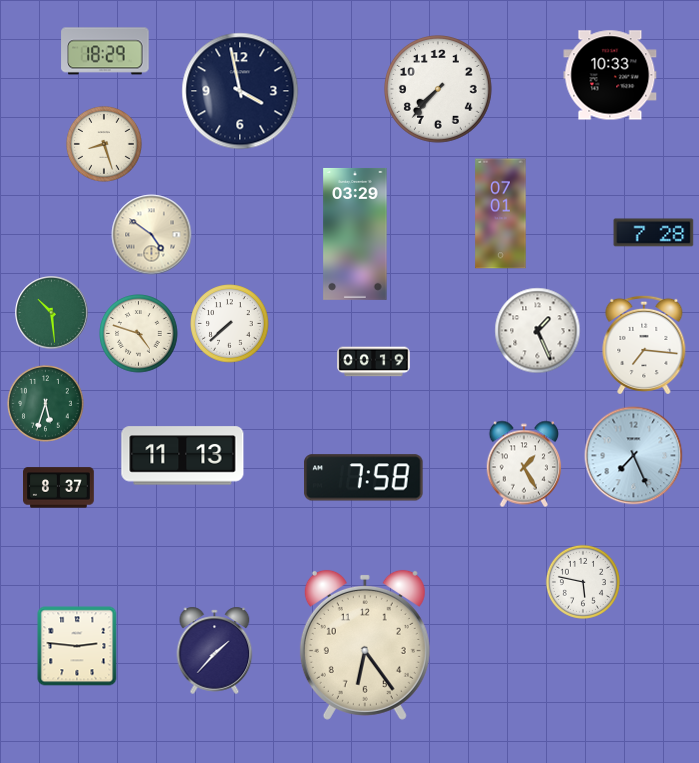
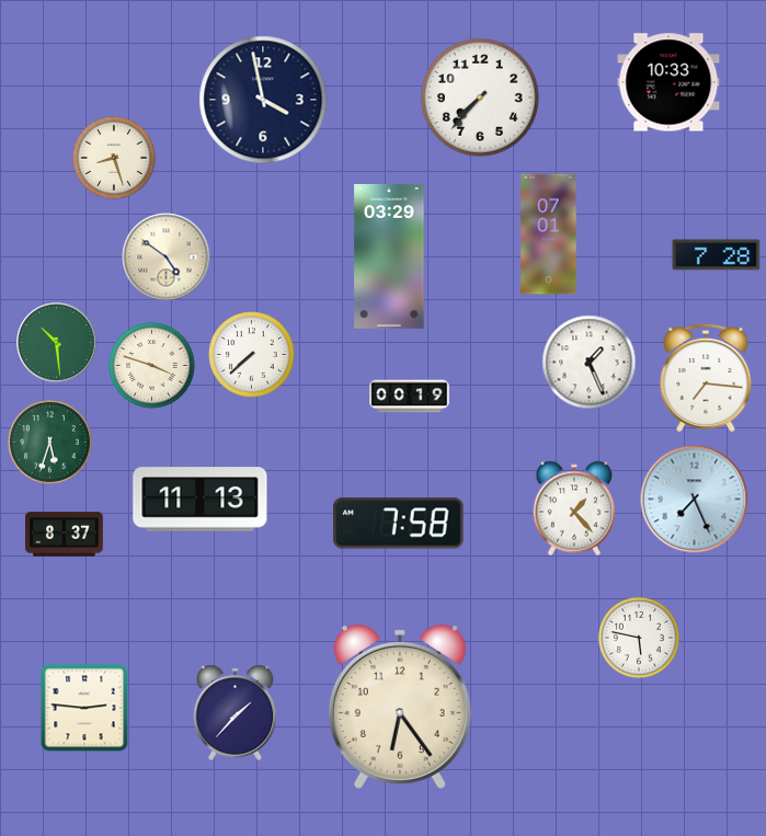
clock at (105, 51): 18:29 -> none
clock at (139, 334): 4:48 -> 3:48
clock at (524, 464): 1:25 -> 1:23
